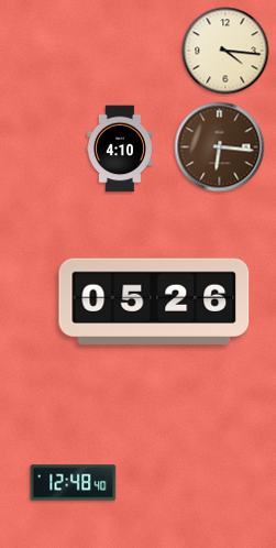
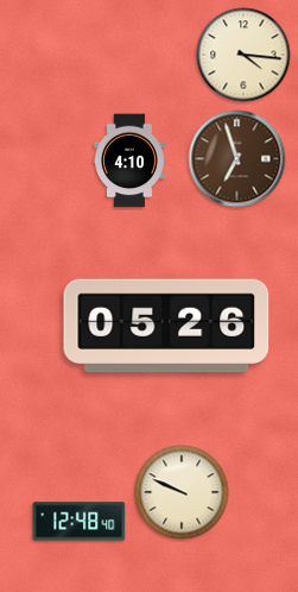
clock at (220, 147): 6:16 -> 6:57
clock at (182, 492): none -> 9:49
